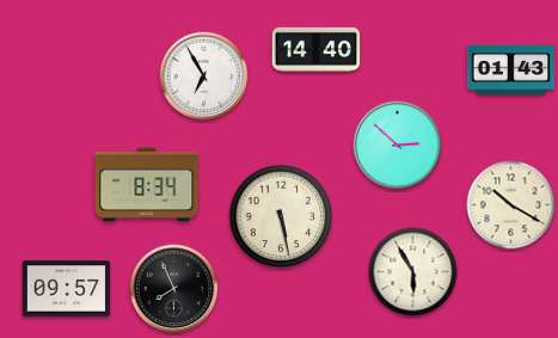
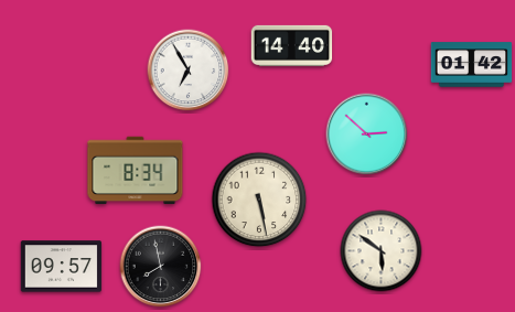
clock at (511, 70): 01:43 -> 01:42
clock at (511, 205): 10:20 -> none
clock at (413, 272): 5:55 -> 5:51
clock at (174, 289): 7:56 -> 7:58
